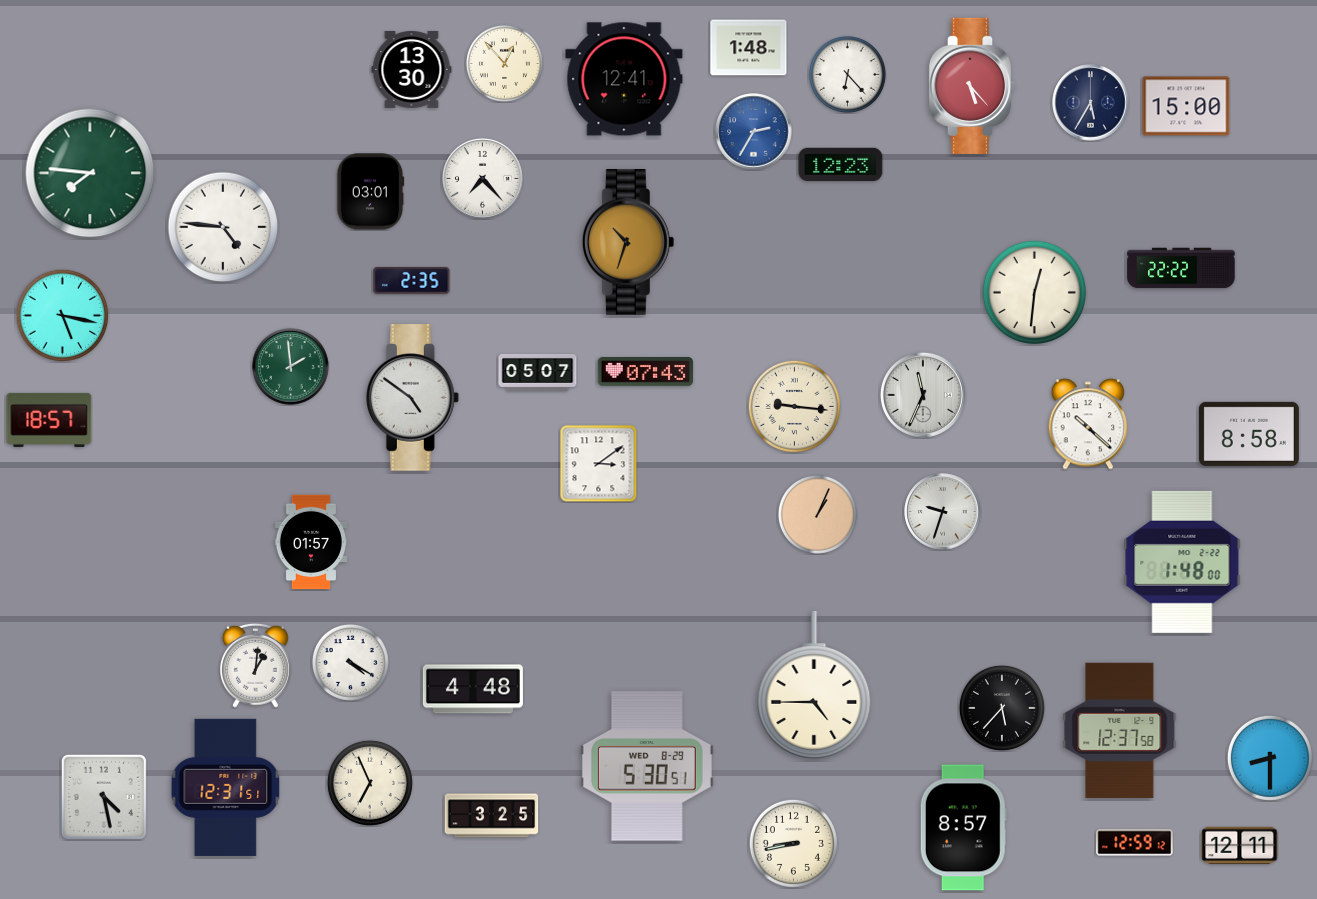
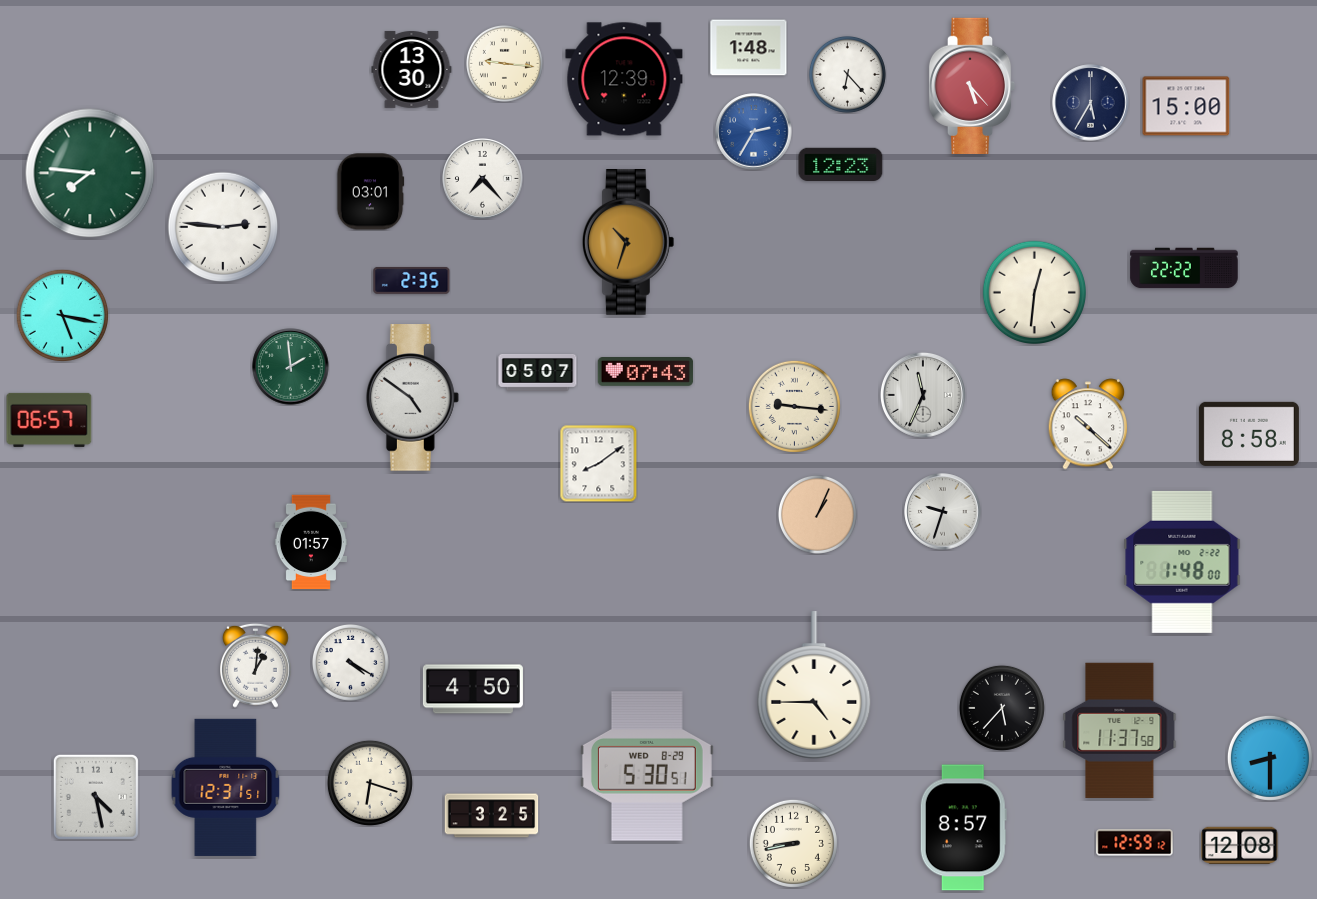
clock at (504, 63): 12:53 -> 9:16
clock at (624, 79): 12:41 -> 12:39
clock at (223, 227): 4:46 -> 2:46
clock at (1181, 268) position: (1181, 268) -> (1184, 268)
clock at (49, 420): 18:57 -> 06:57
clock at (598, 463): 3:09 -> 8:09
clock at (473, 689): 4:48 -> 4:50
clock at (1120, 730): 12:37 -> 11:37
clock at (370, 783): 6:56 -> 6:18
clock at (104, 797) position: (104, 797) -> (96, 797)
clock at (1240, 845): 12:11 -> 12:08
